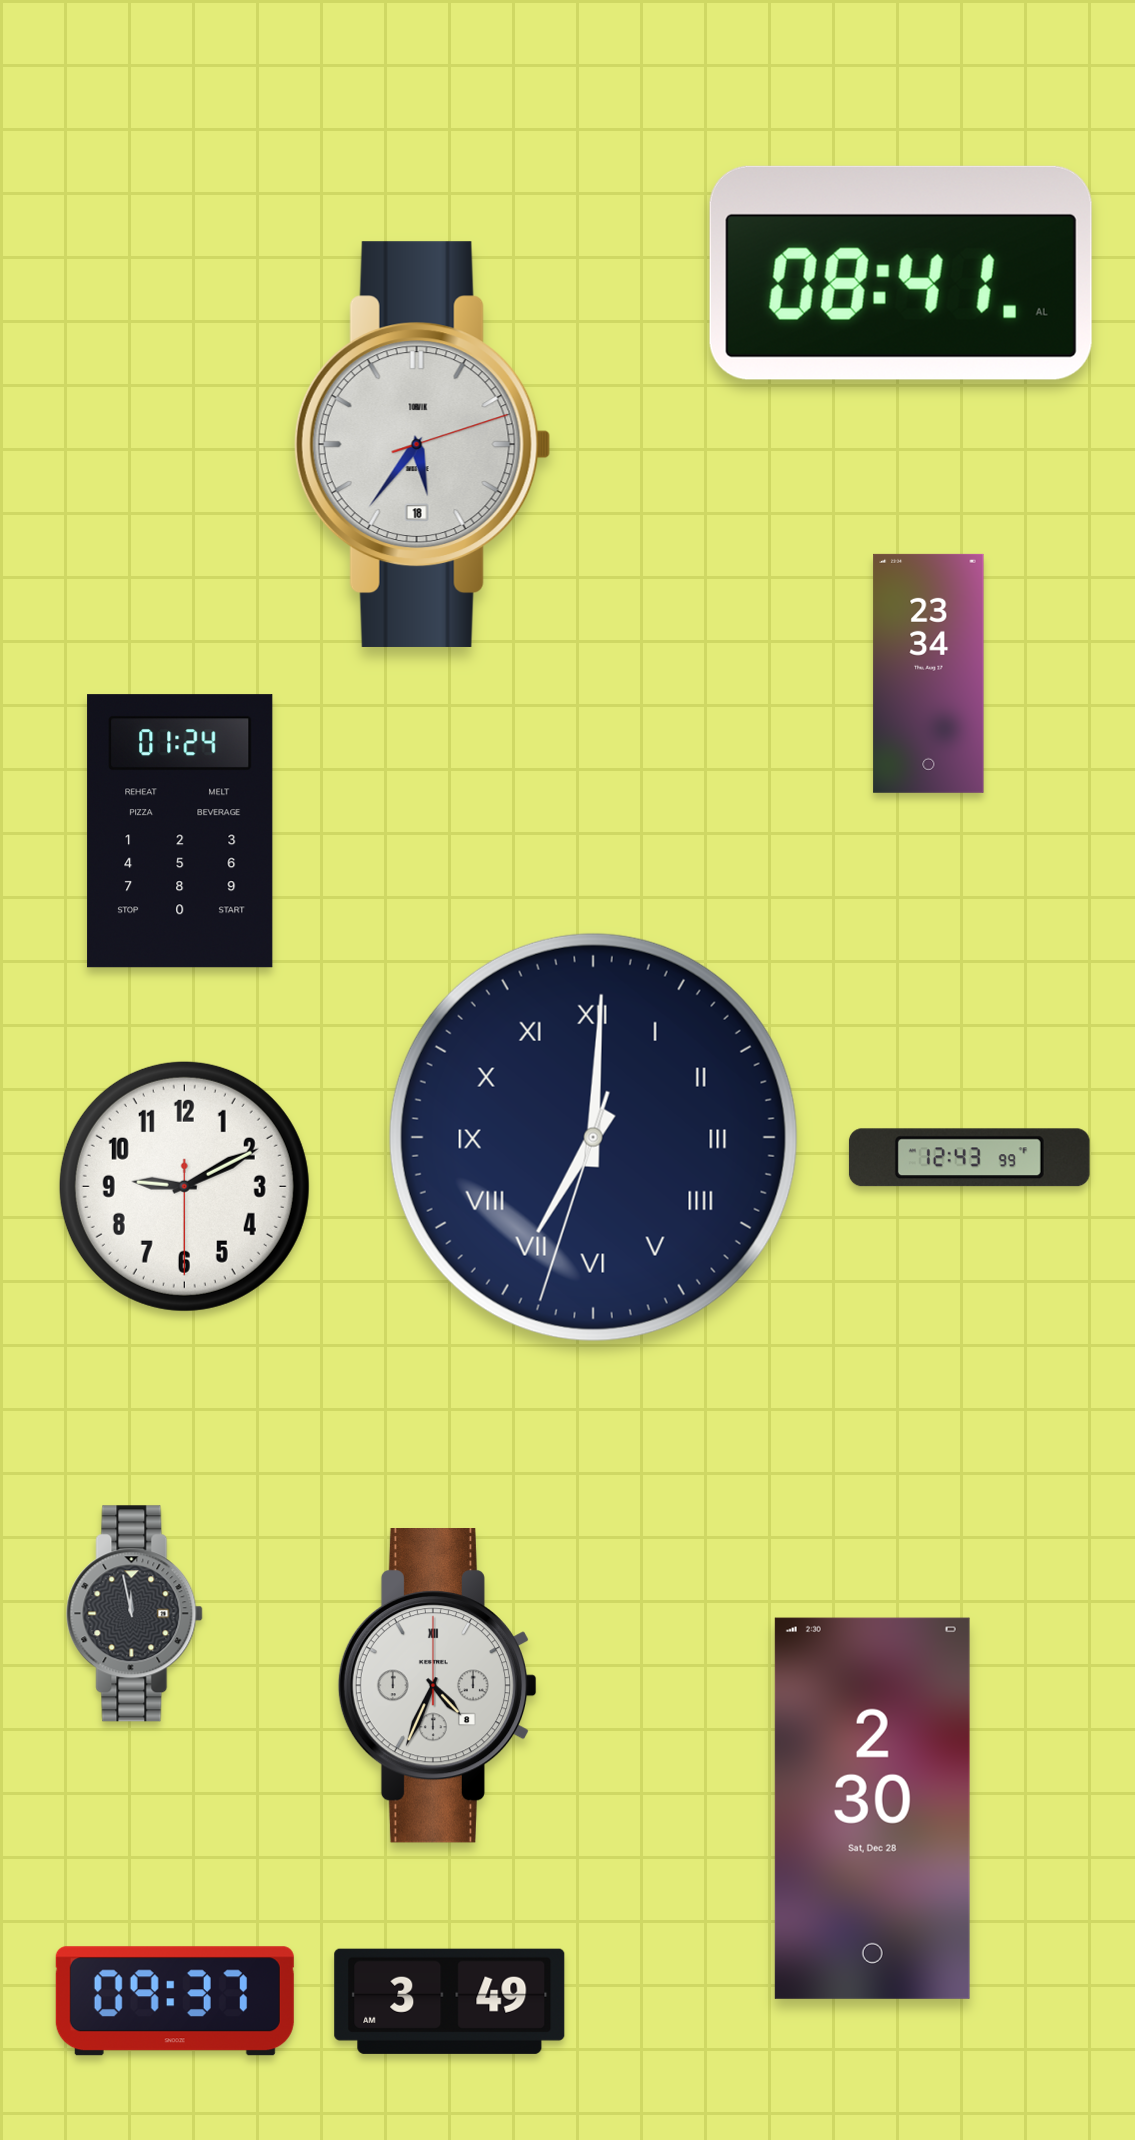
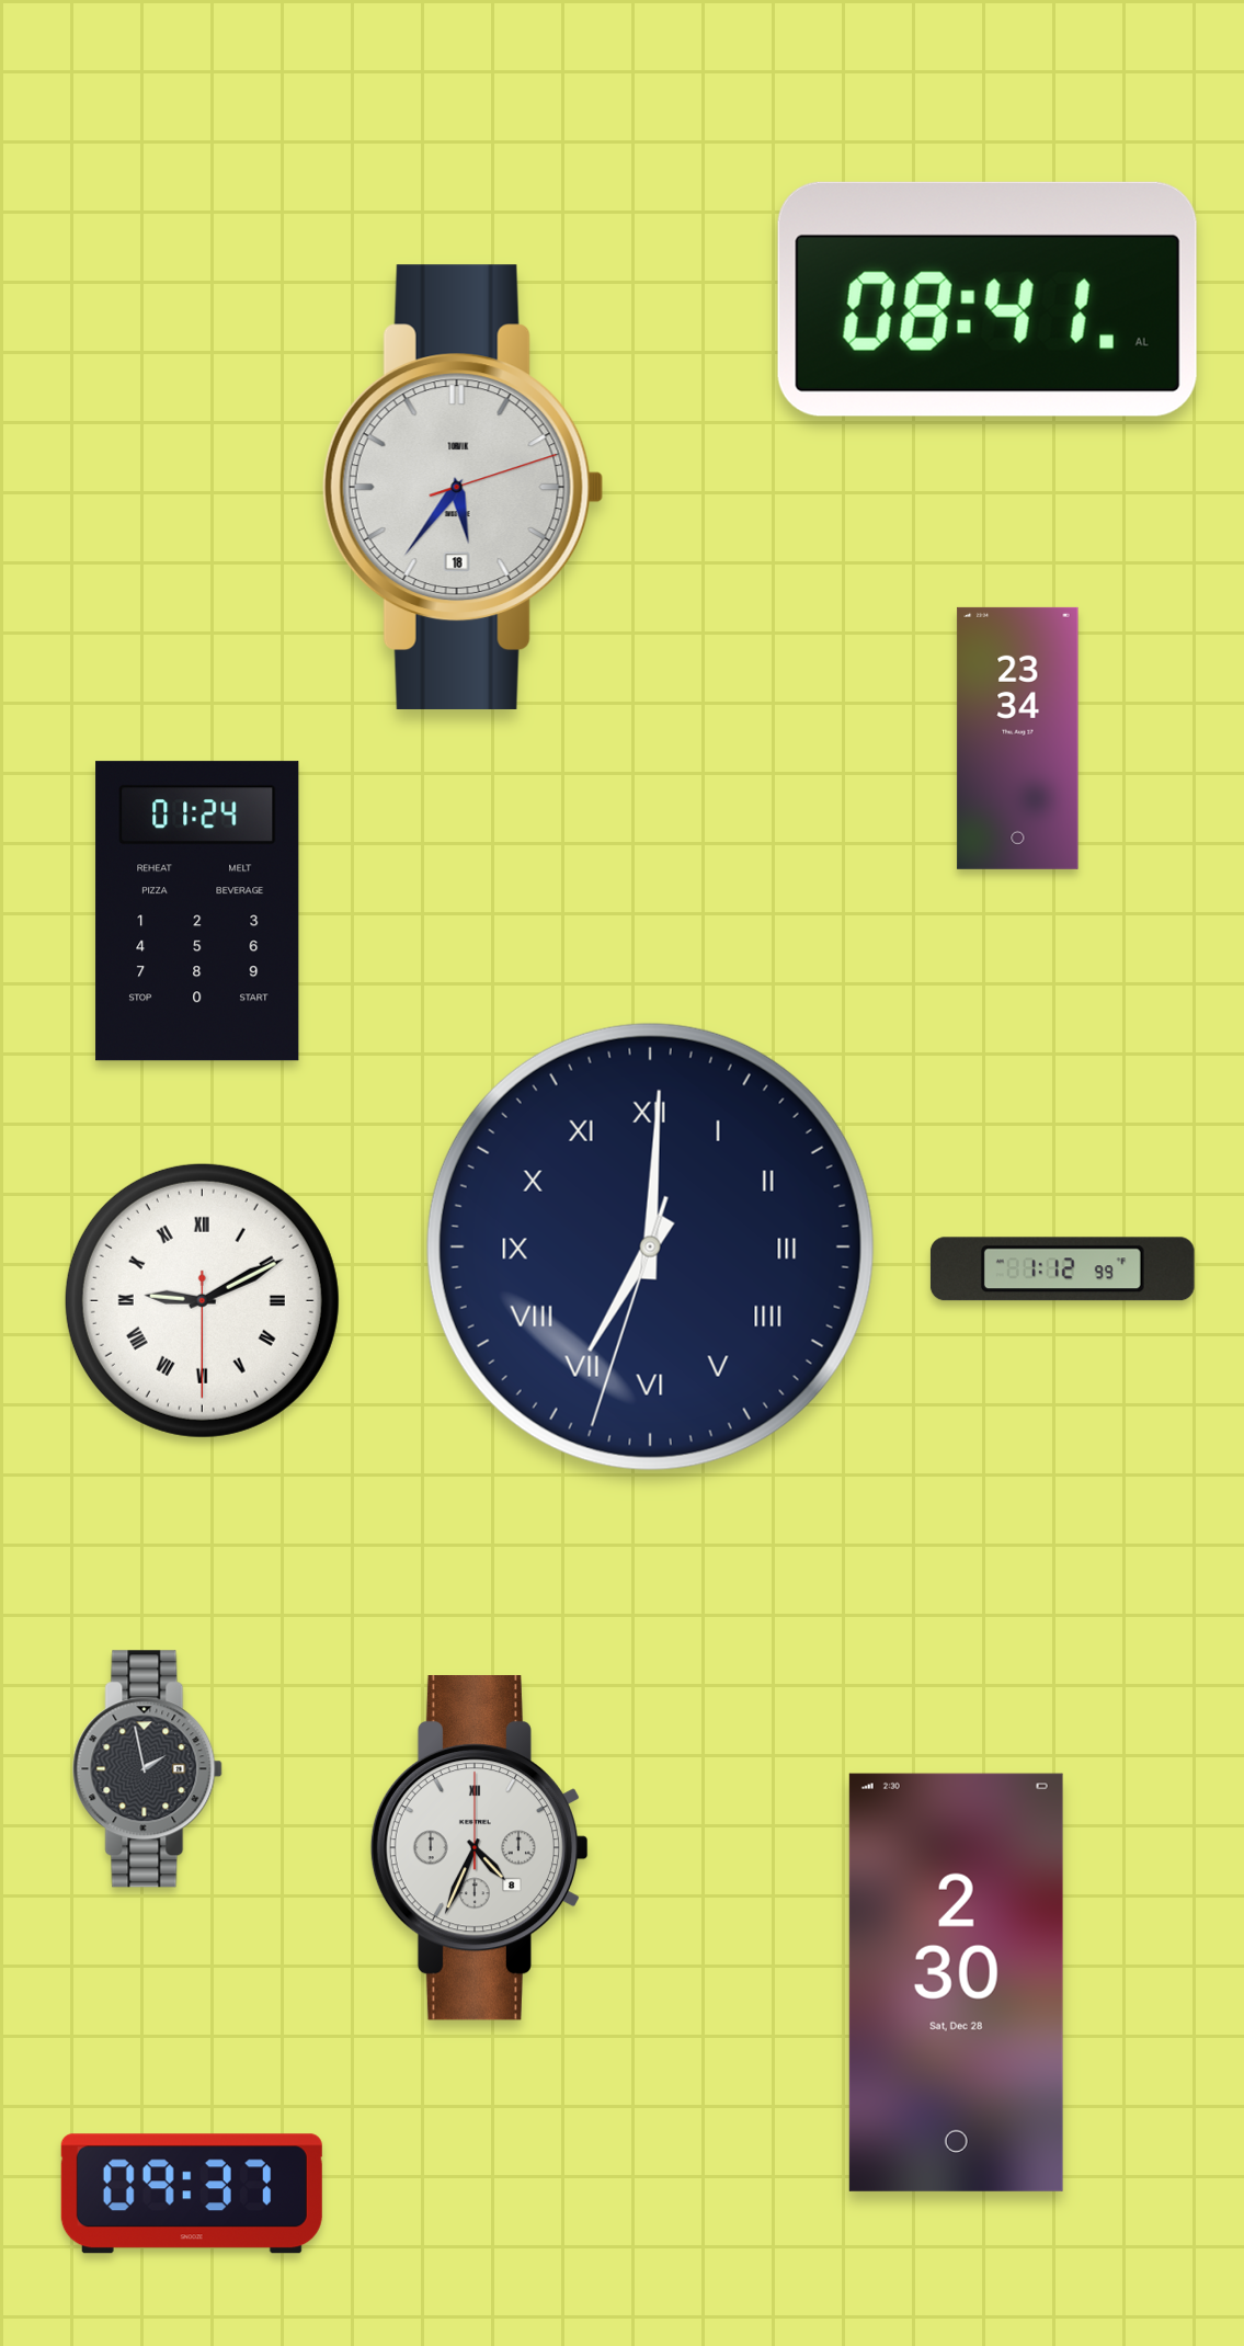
clock at (969, 1158): 12:43 -> 1:12
clock at (184, 1186) numerals: Arabic -> Roman
clock at (135, 1614): 11:58 -> 1:58
clock at (450, 2001): 3:49 -> none
